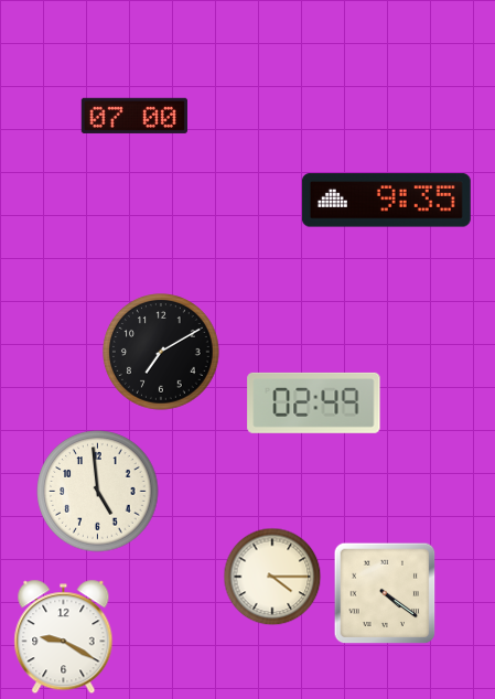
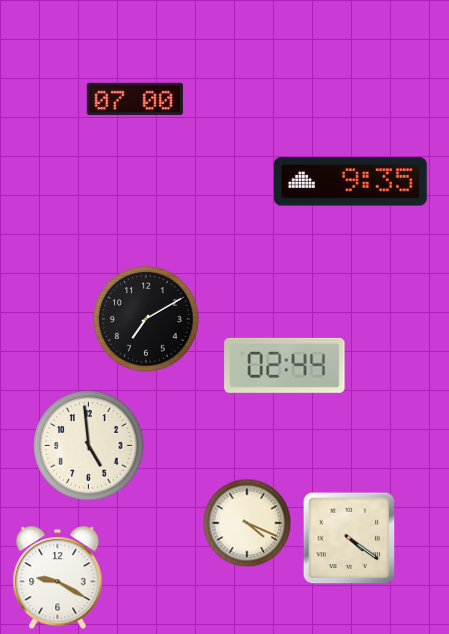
clock at (134, 116) position: (134, 116) -> (135, 99)
clock at (314, 402): 02:49 -> 02:44
clock at (272, 577): 4:15 -> 4:19
